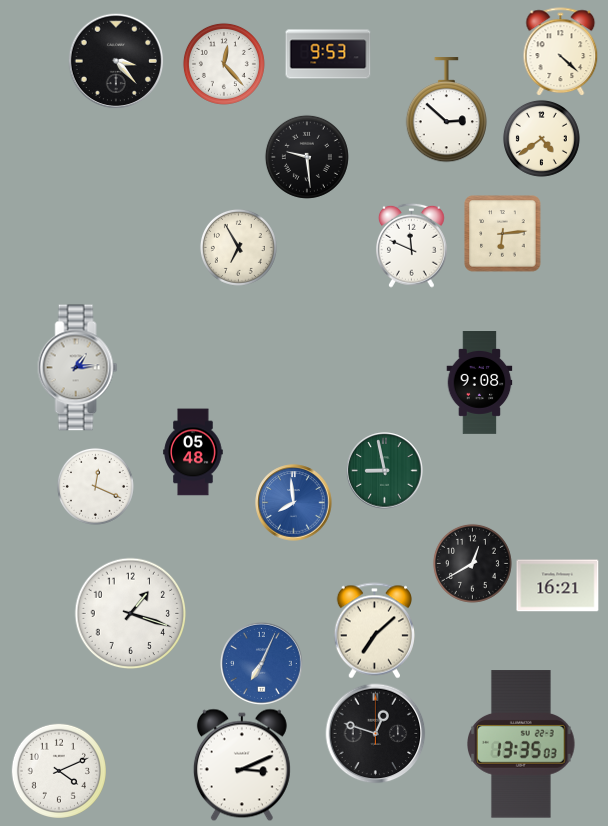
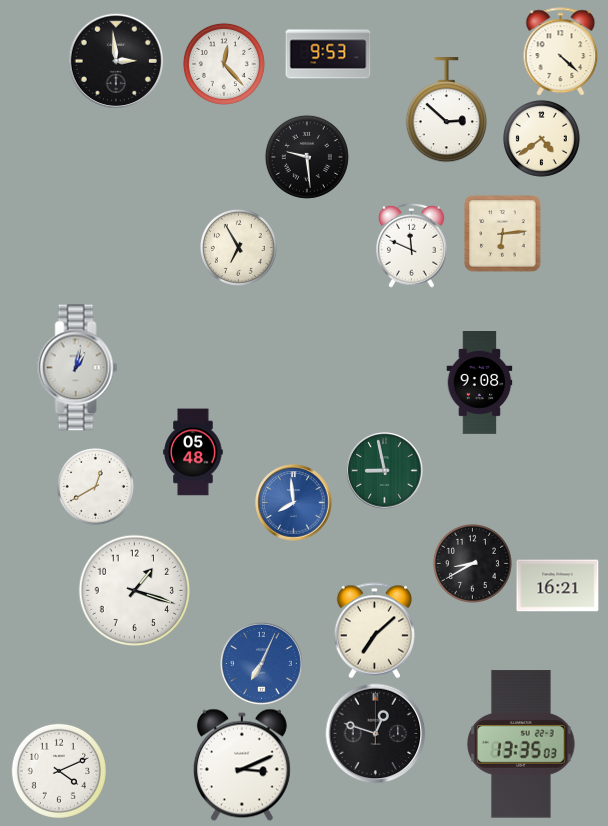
clock at (116, 61): 3:23 -> 2:59
clock at (78, 368): 1:14 -> 1:02
clock at (95, 486): 12:19 -> 12:40
clock at (472, 563): 12:40 -> 8:40
clock at (131, 614) position: (131, 614) -> (135, 591)
